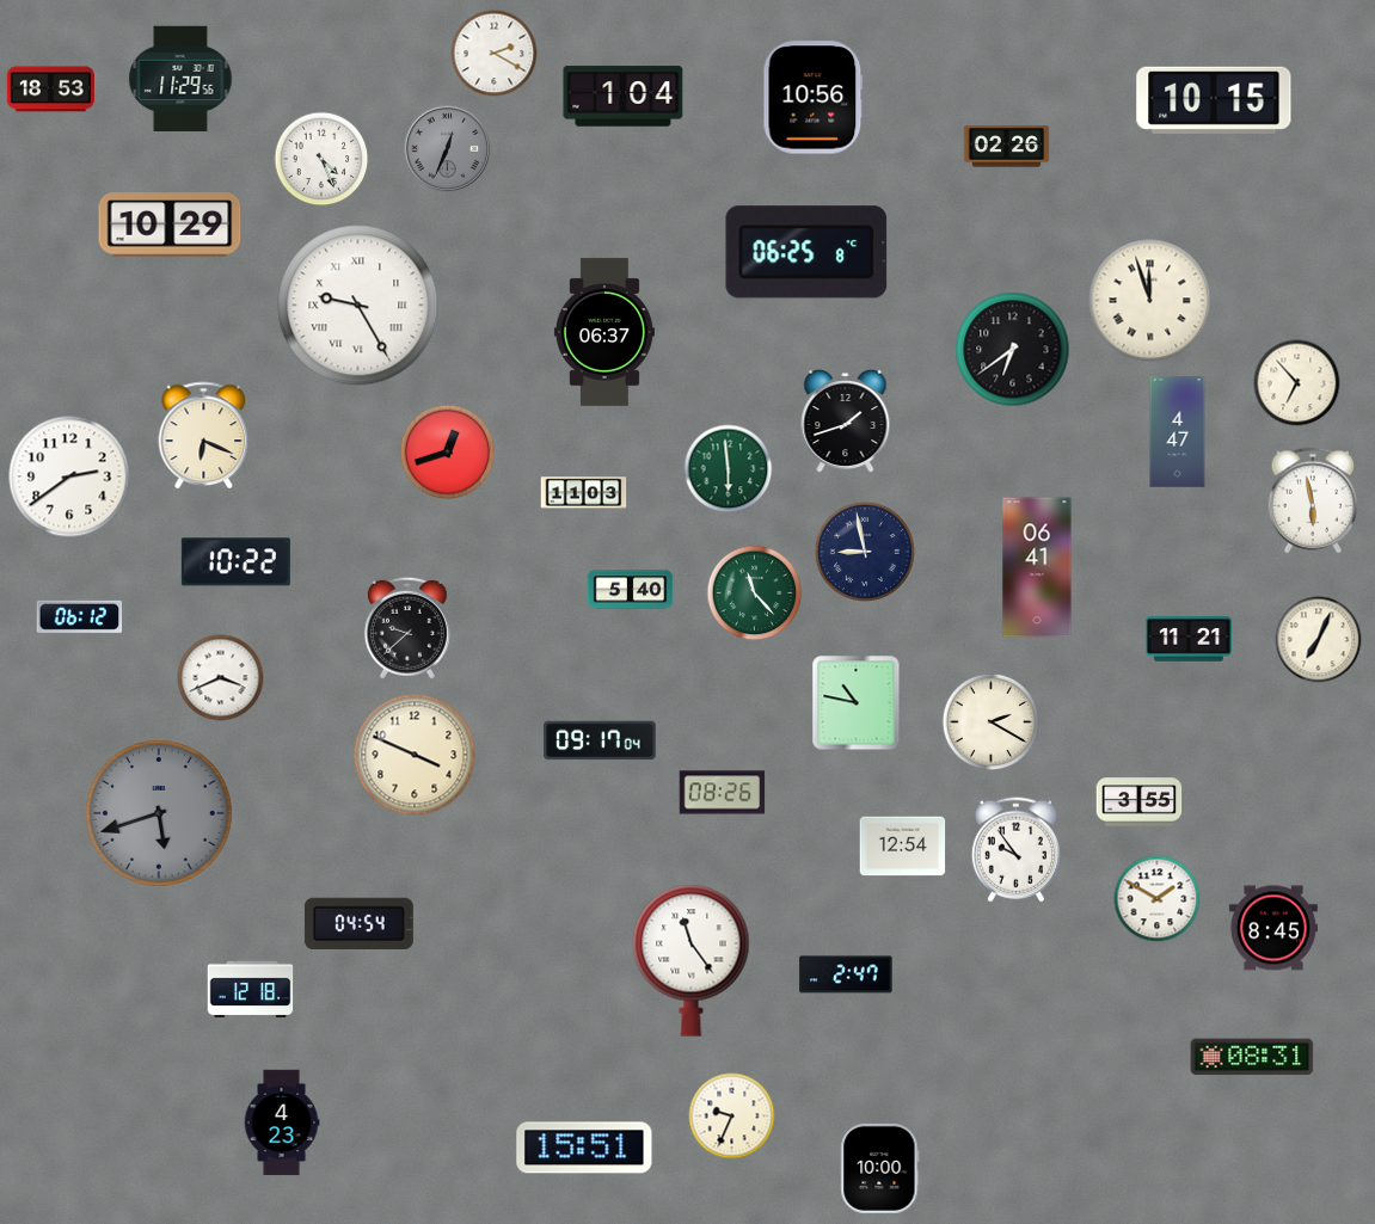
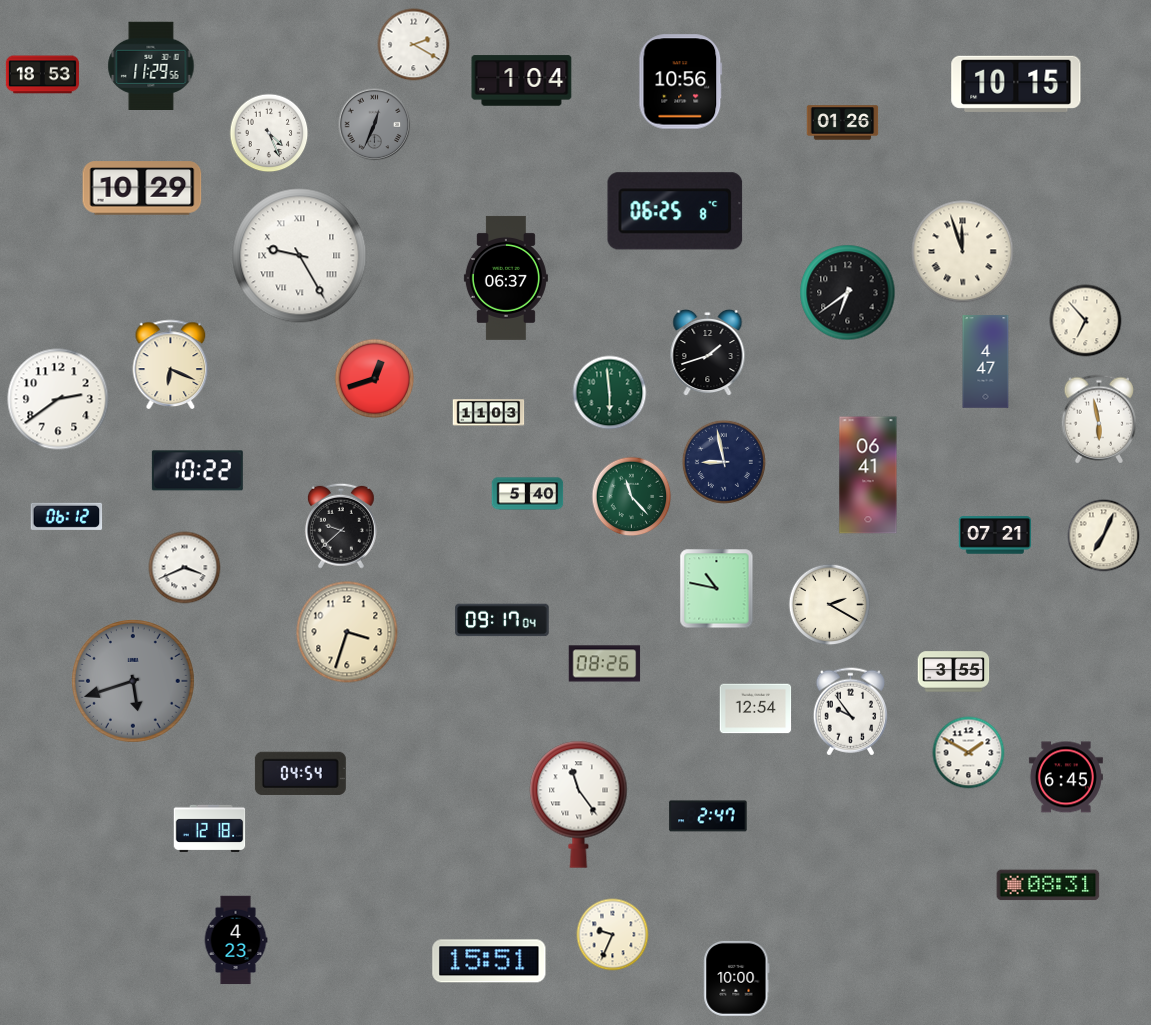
clock at (1007, 147): 02:26 -> 01:26
clock at (1189, 639): 11:21 -> 07:21
clock at (415, 755): 3:49 -> 3:33
clock at (1273, 928): 8:45 -> 6:45
